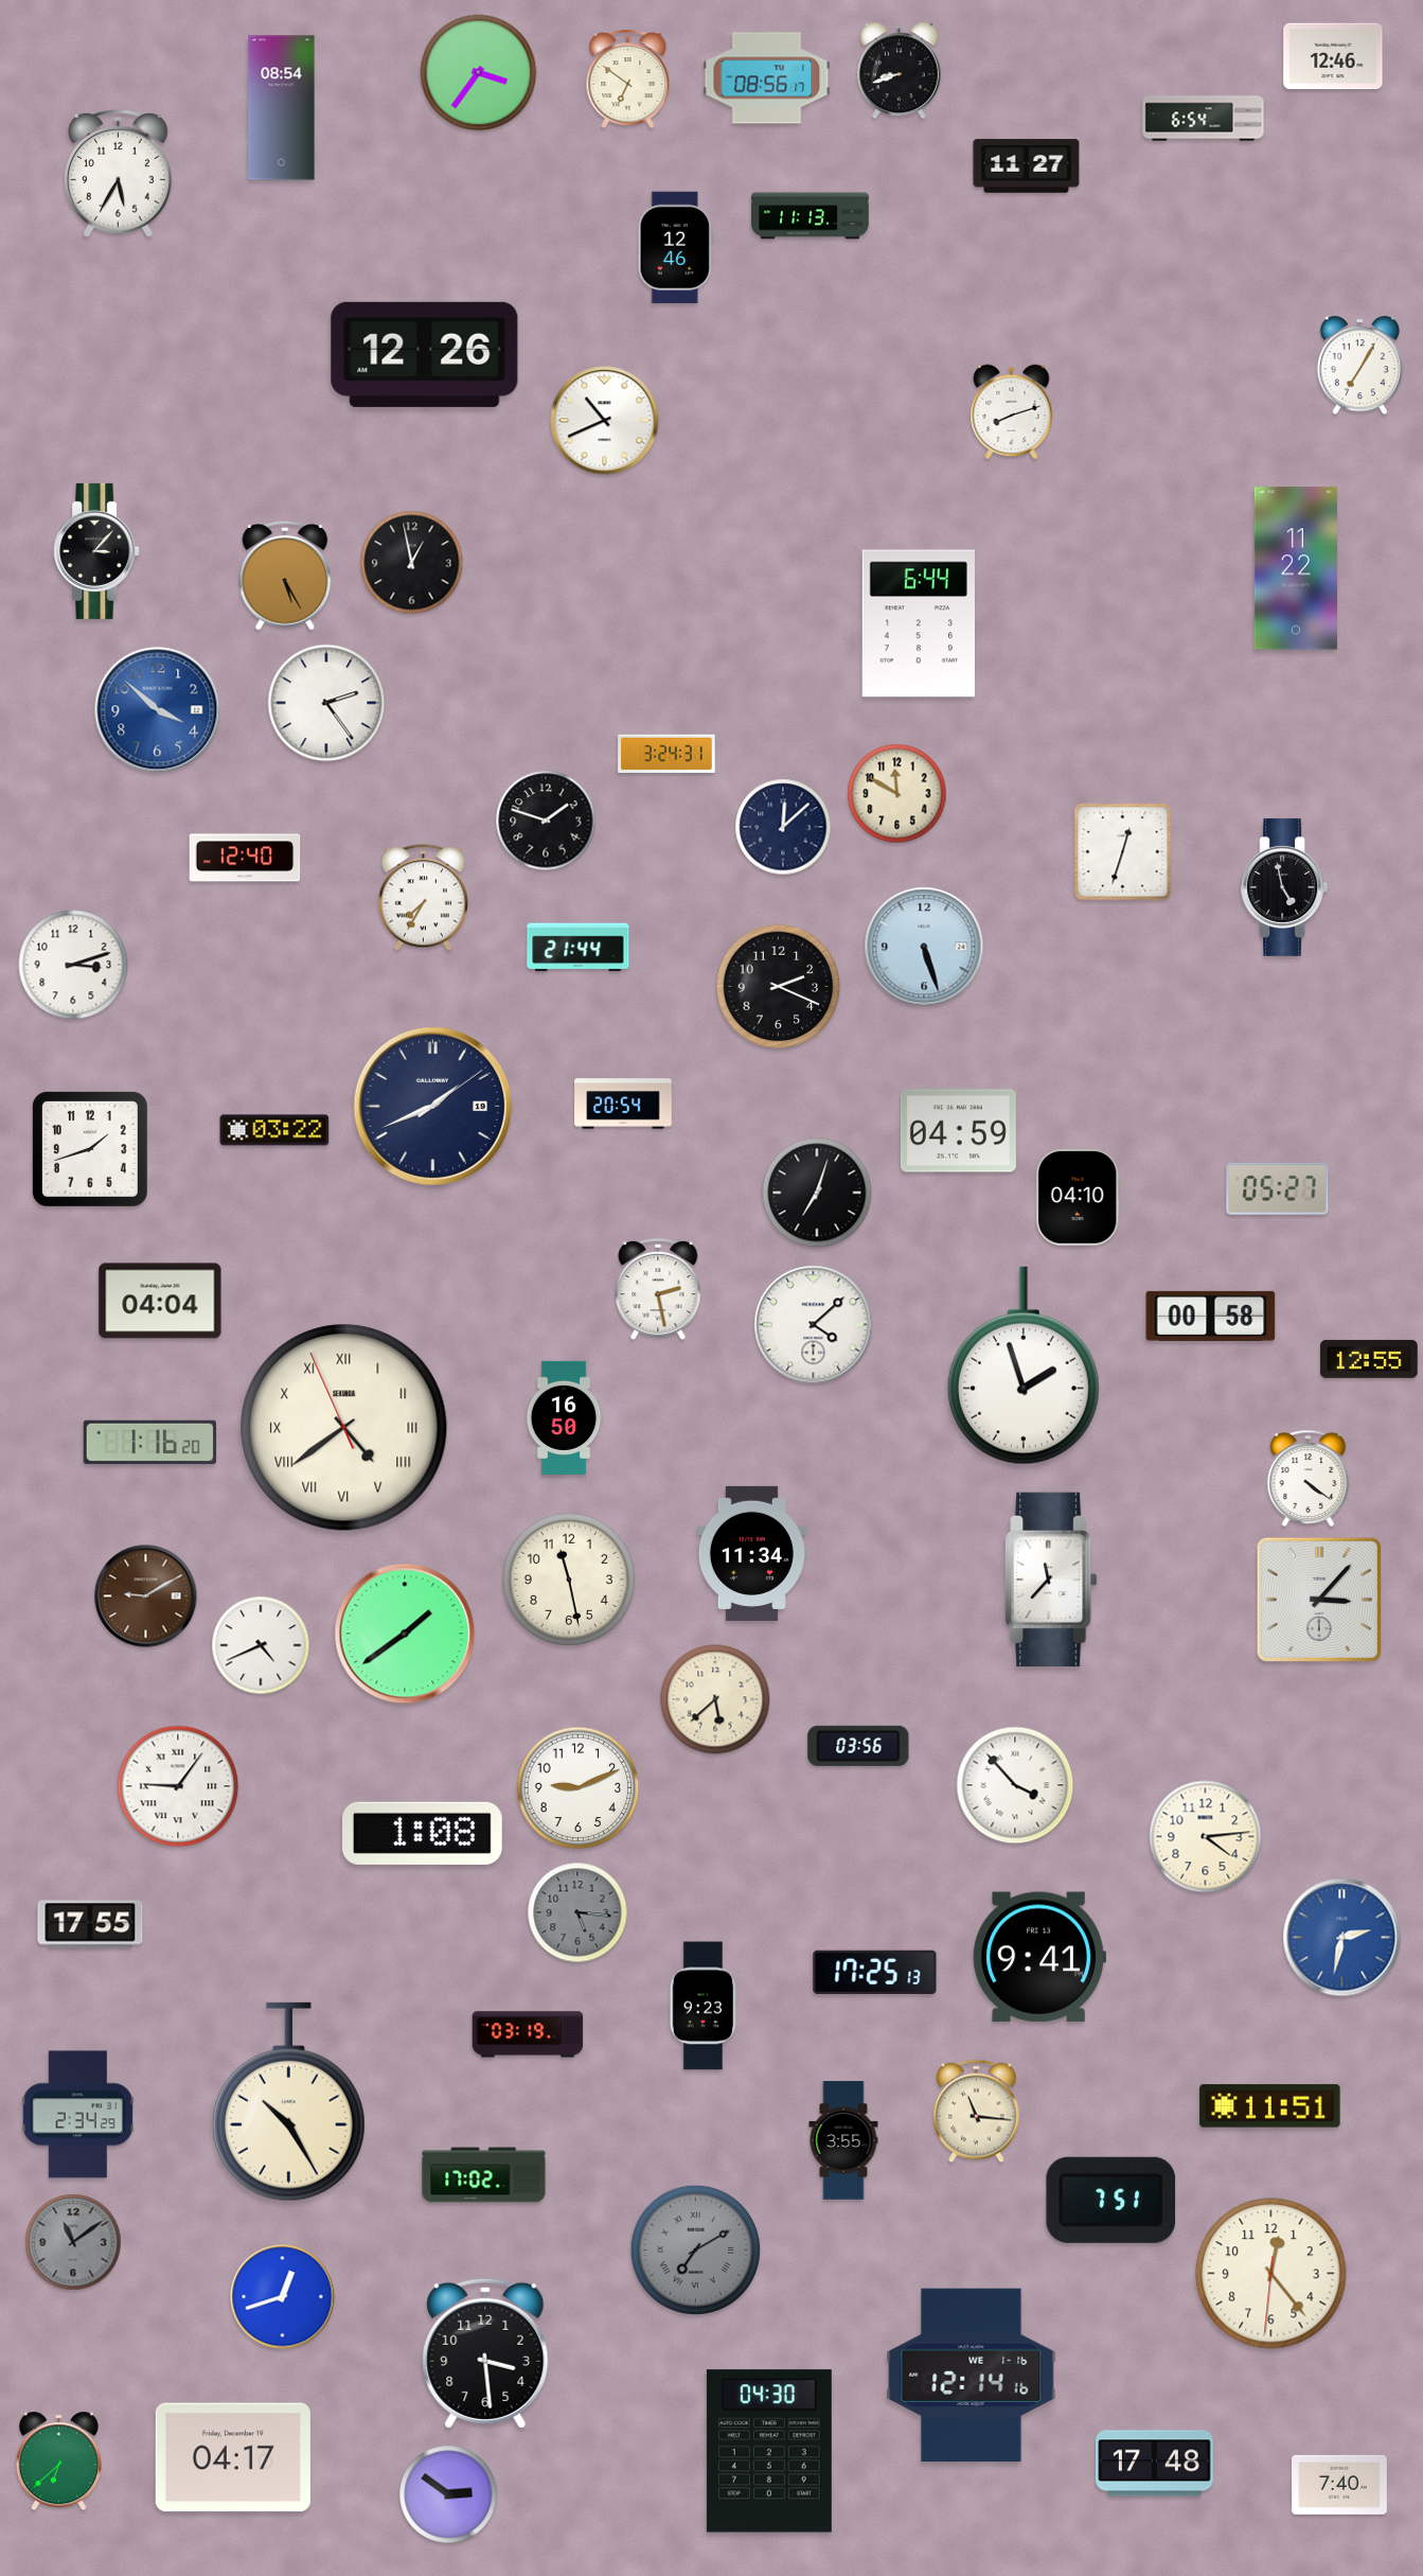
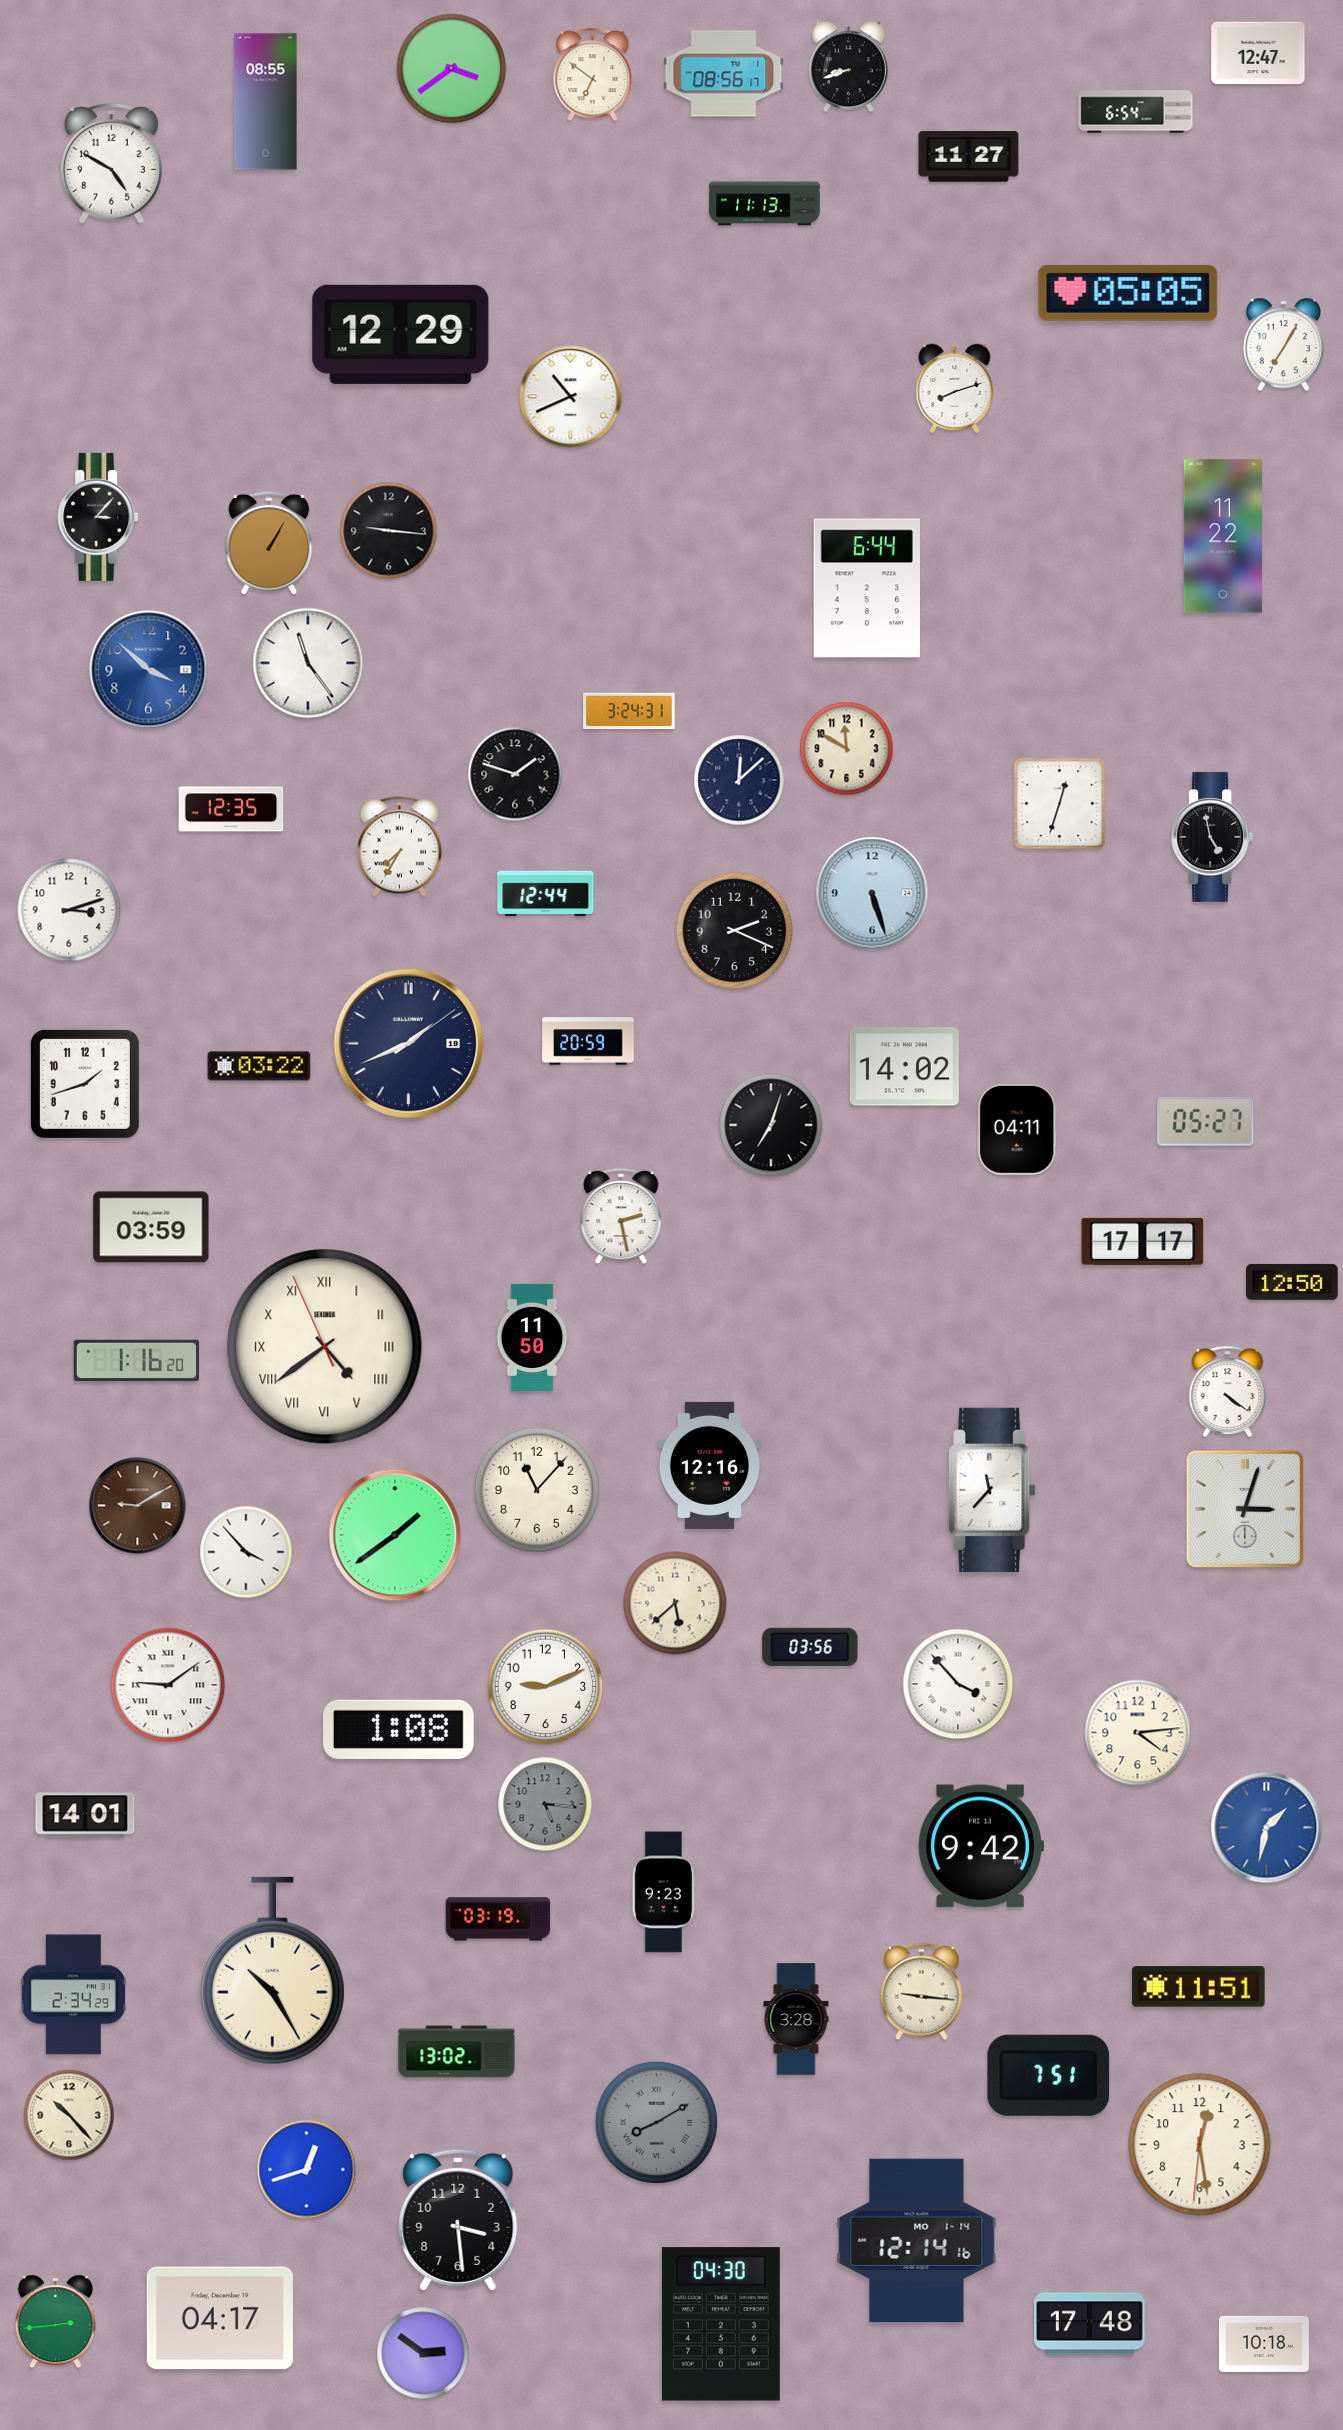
clock at (1333, 56): 12:46 -> 12:47
clock at (479, 73): 3:36 -> 3:39
clock at (282, 108): 08:54 -> 08:55
clock at (119, 174): 5:35 -> 4:50
clock at (675, 248): 12:46 -> none
clock at (1128, 293): none -> 05:05
clock at (425, 354): 12:26 -> 12:29
clock at (96, 551) position: (96, 551) -> (98, 517)
clock at (412, 563): 12:58 -> 9:16
clock at (285, 576): 5:25 -> 1:05
clock at (326, 703): 2:24 -> 11:24
clock at (245, 858): 12:40 -> 12:35
clock at (579, 948): 21:44 -> 12:44
clock at (623, 1104): 20:54 -> 20:59
clock at (958, 1131): 04:59 -> 14:02
clock at (1078, 1197): 04:10 -> 04:11
clock at (160, 1301): 04:04 -> 03:59
clock at (1211, 1316): 00:58 -> 17:17
clock at (814, 1325): 4:08 -> none
clock at (1369, 1359): 12:55 -> 12:50
clock at (1024, 1365): 1:57 -> none
clock at (564, 1417): 16:50 -> 11:50
clock at (150, 1443) position: (150, 1443) -> (137, 1361)
clock at (1309, 1478) position: (1309, 1478) -> (1228, 1391)
clock at (751, 1553): 11:34 -> 12:16
clock at (569, 1580): 11:28 -> 11:07
clock at (1319, 1600): 3:07 -> 3:03
clock at (405, 1634) position: (405, 1634) -> (395, 1535)
clock at (261, 1645): 4:41 -> 3:53
clock at (178, 1786): 9:06 -> 9:09
clock at (90, 1924): 17:55 -> 14:01
clock at (1342, 1938): 2:32 -> 1:32
clock at (1039, 1957): 9:41 -> 9:42
clock at (875, 1972): 17:25 -> none
clock at (288, 2102) position: (288, 2102) -> (272, 1971)
clock at (977, 2112): 11:16 -> 9:16
clock at (843, 2140): 3:55 -> 3:28
clock at (484, 2175): 17:02 -> 13:02
clock at (73, 2242): 11:09 -> 10:23
clock at (73, 2242) dial: grey -> cream
clock at (695, 2249): 7:10 -> 8:10
clock at (1271, 2274): 12:23 -> 12:28
clock at (283, 2297) position: (283, 2297) -> (307, 2170)
clock at (972, 2376) date: WE 1-16 -> MO 1-14
clock at (769, 2451) position: (769, 2451) -> (721, 2324)
clock at (58, 2462): 6:38 -> 2:44
clock at (1339, 2485): 7:40 -> 10:18
